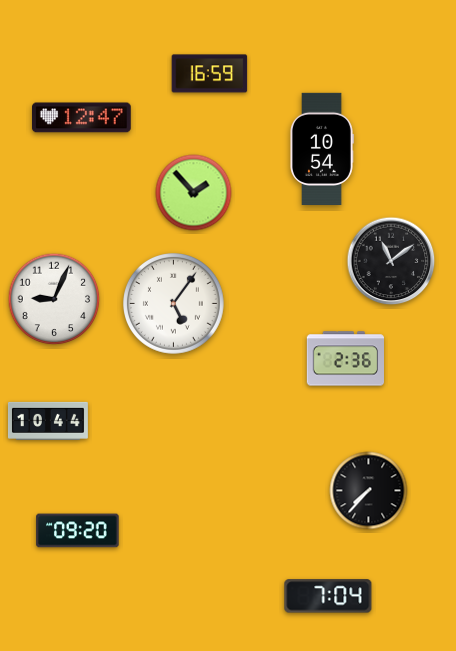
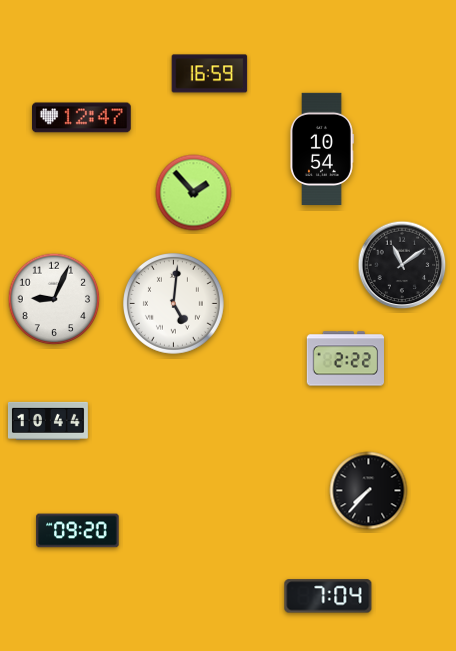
clock at (391, 261) position: (391, 261) -> (402, 265)
clock at (174, 304): 5:06 -> 5:01
clock at (345, 359): 2:36 -> 2:22
